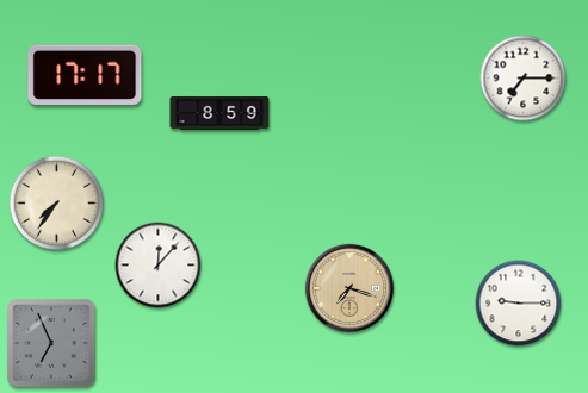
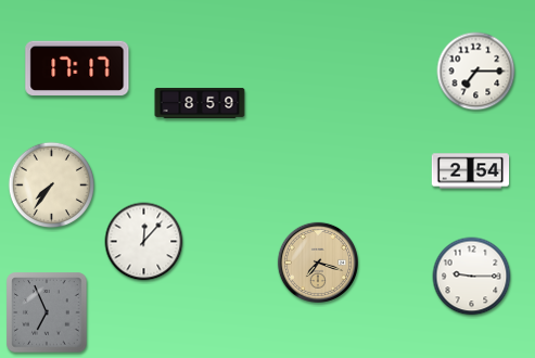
clock at (471, 171): none -> 2:54
